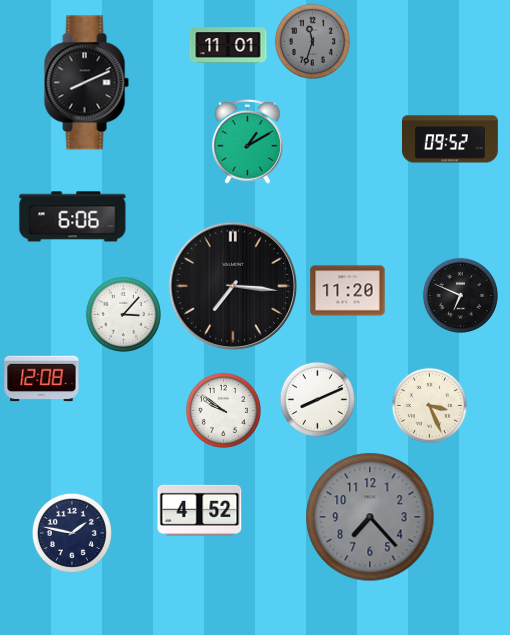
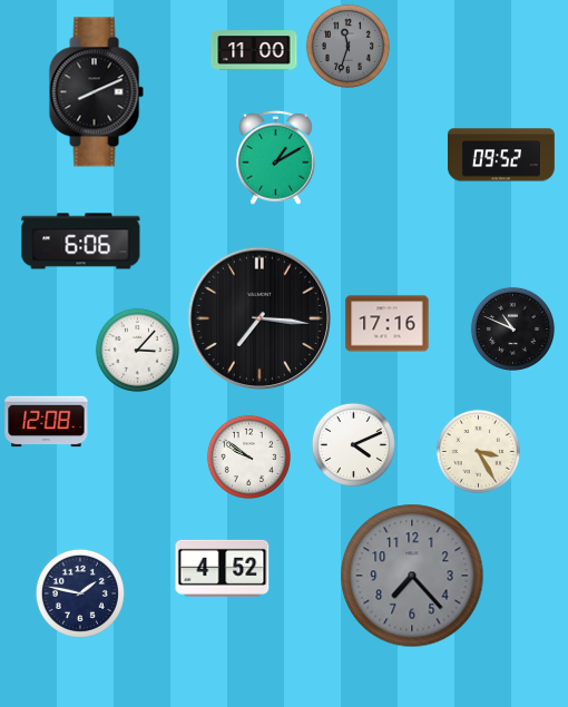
clock at (228, 45): 11:01 -> 11:00
clock at (348, 291): 11:20 -> 17:16
clock at (460, 295): 6:49 -> 10:49
clock at (317, 399): 8:11 -> 4:11
clock at (429, 405): 3:26 -> 3:25
